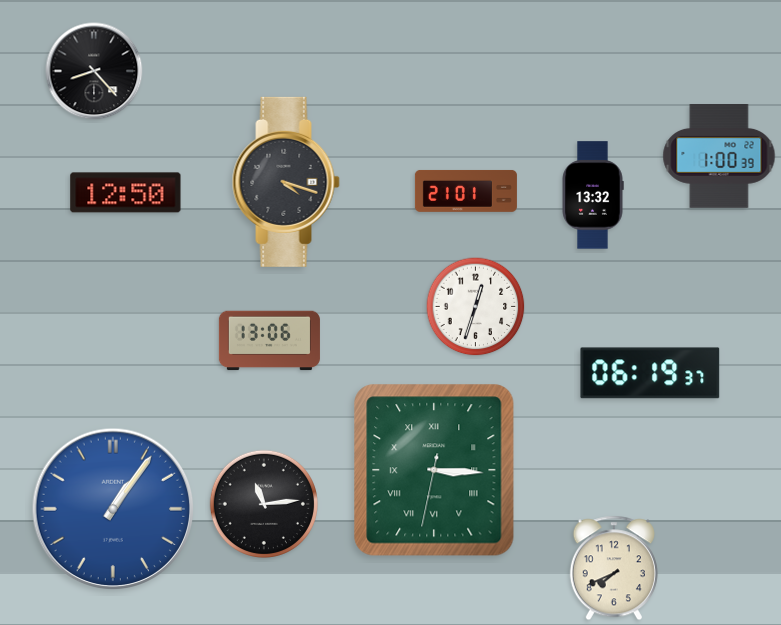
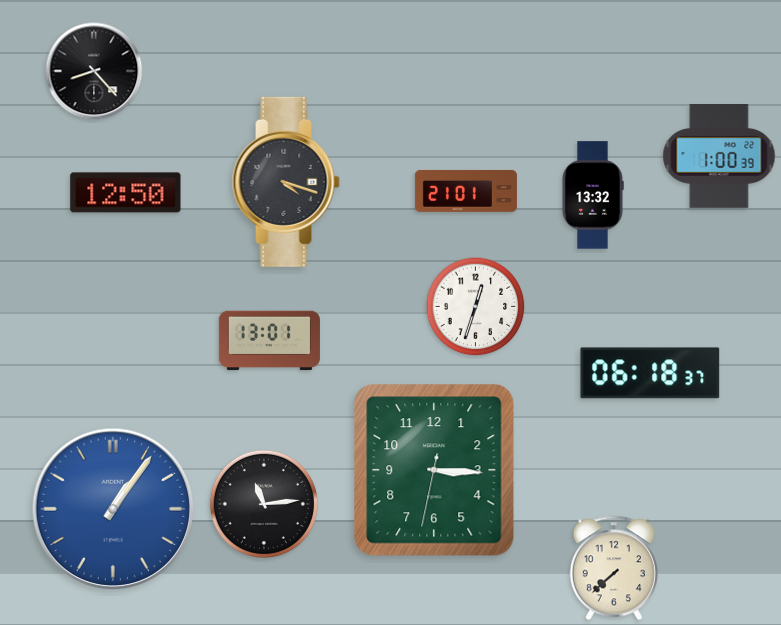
clock at (269, 341): 13:06 -> 13:01
clock at (650, 373): 06:19 -> 06:18
clock at (434, 470) numerals: Roman -> Arabic
clock at (614, 568): 7:41 -> 7:38
